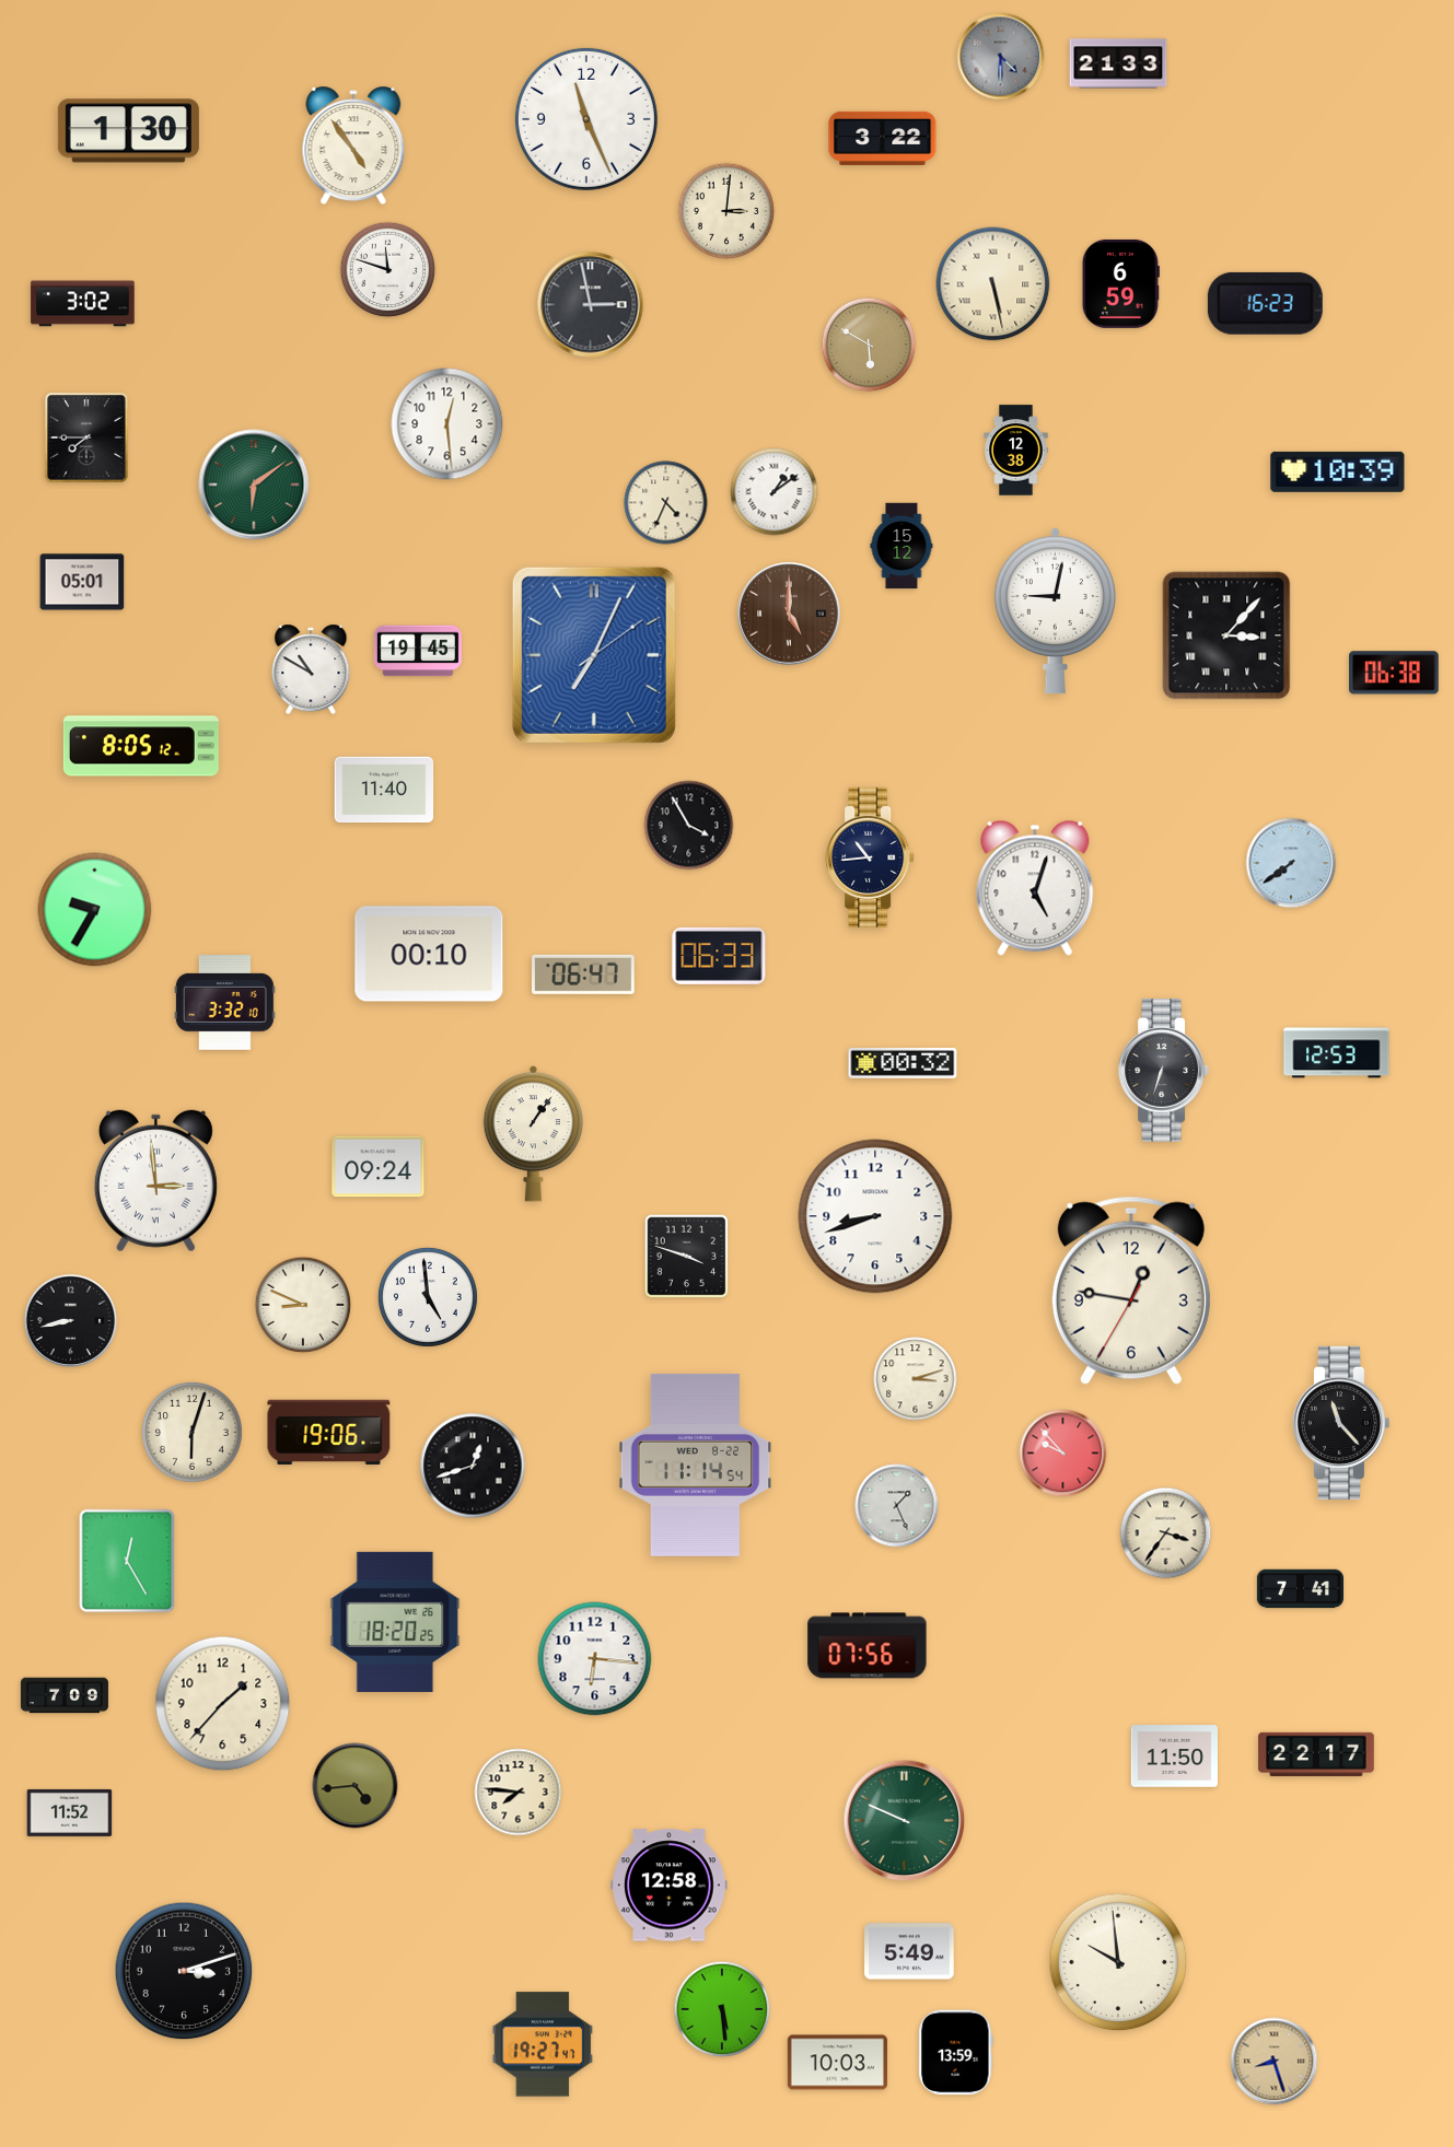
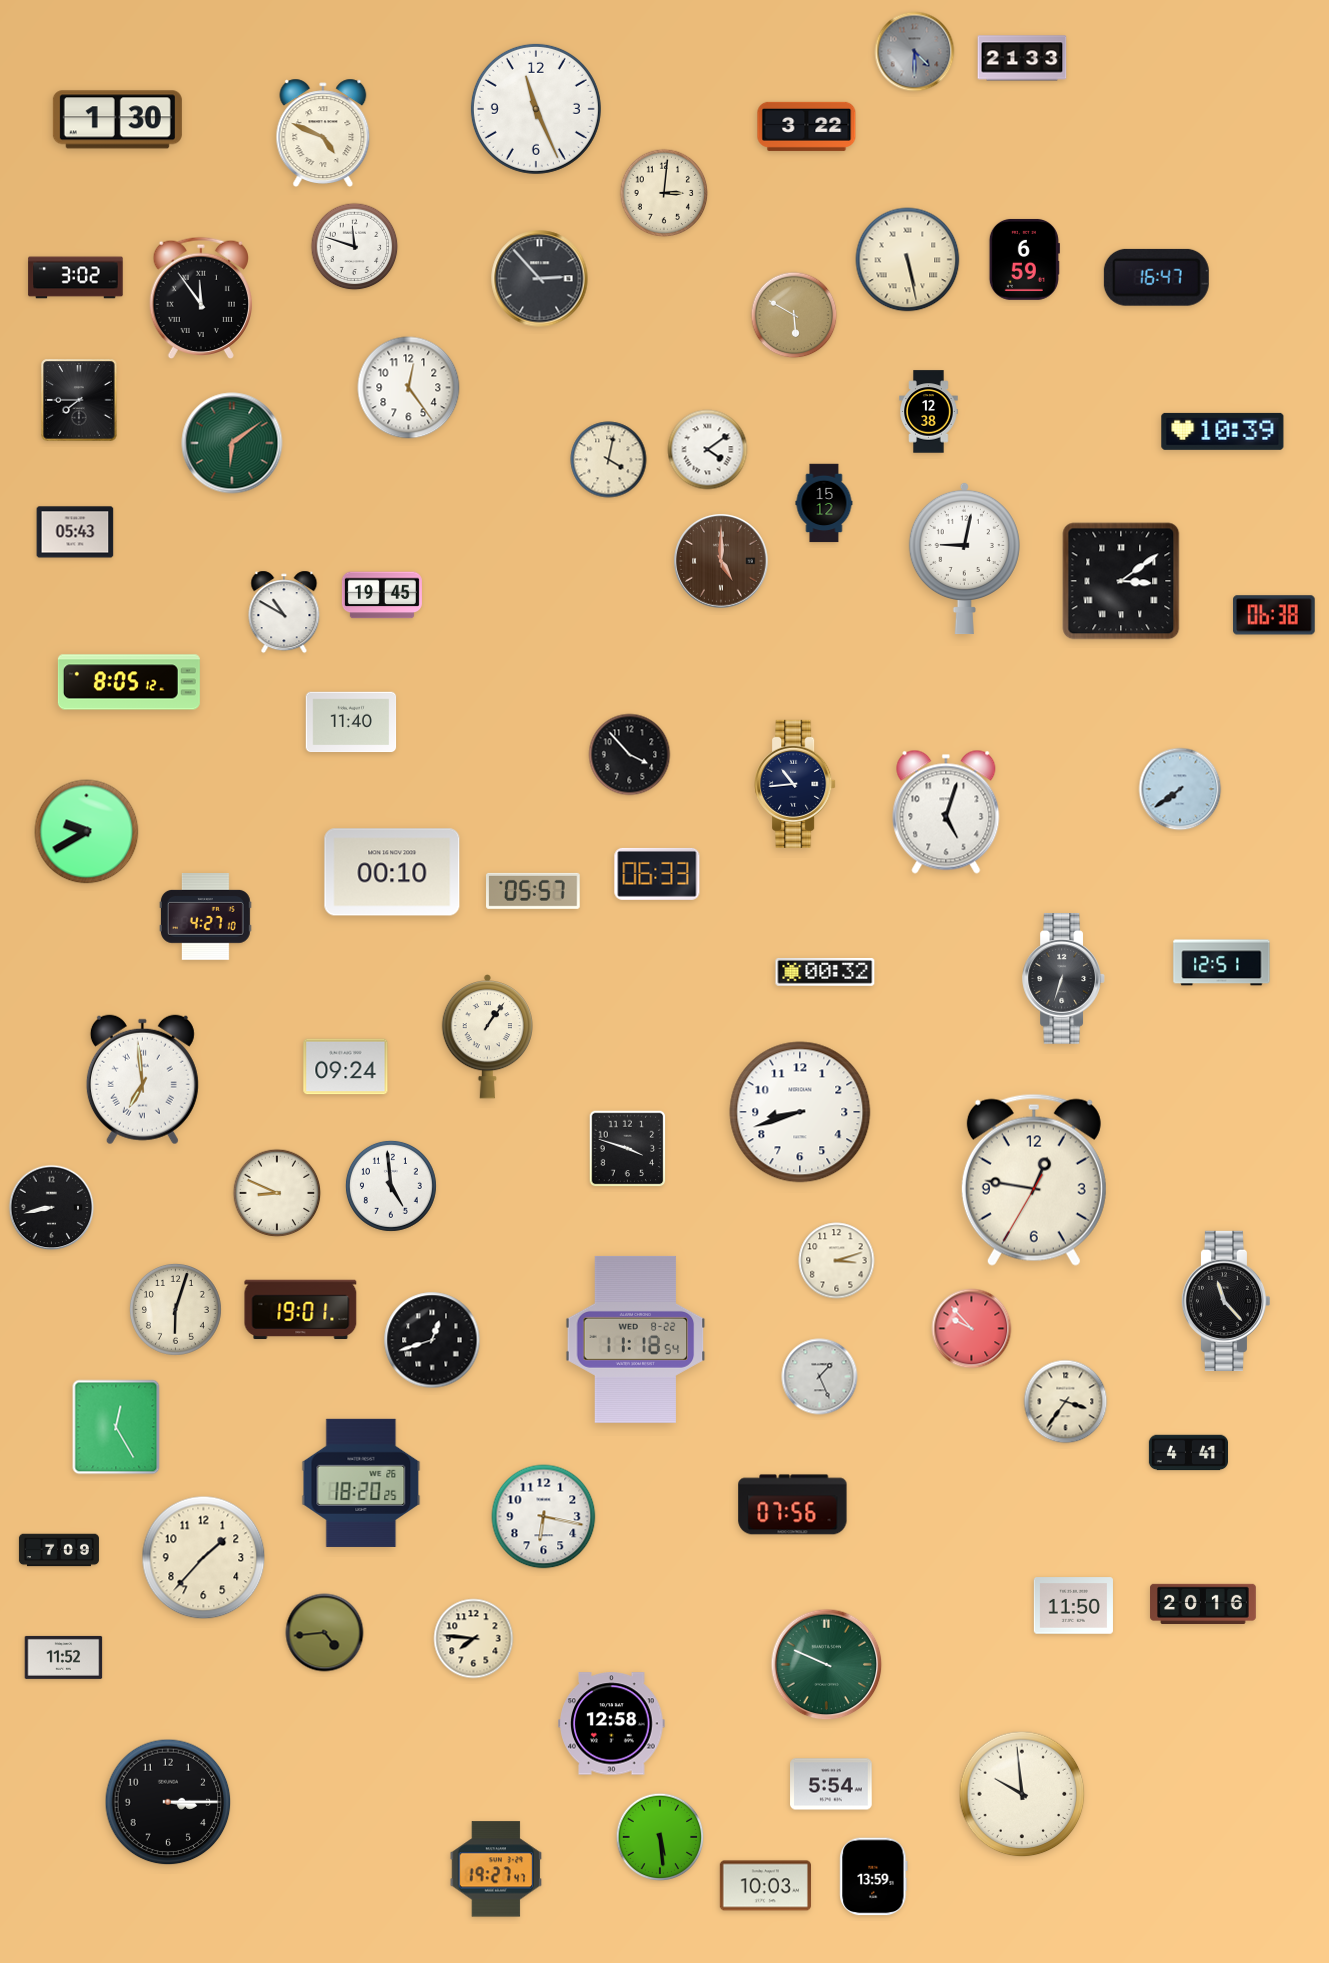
clock at (353, 144): 4:54 -> 4:49
clock at (1265, 303): 16:23 -> 16:47
clock at (591, 305): 2:58 -> 2:53
clock at (200, 298): none -> 11:54
clock at (447, 424): 12:29 -> 12:24
clock at (775, 492): 1:09 -> 4:09
clock at (666, 503): 4:34 -> 4:02
clock at (902, 546) position: (902, 546) -> (824, 503)
clock at (82, 582): 05:01 -> 05:43
clock at (1226, 635): 3:07 -> 3:09
clock at (594, 655): 7:04 -> none
clock at (689, 826): 3:55 -> 3:53
clock at (95, 910): 9:35 -> 9:40
clock at (584, 975): 06:47 -> 05:57
clock at (224, 1003): 3:32 -> 4:27
clock at (1337, 1053): 12:53 -> 12:51
clock at (155, 1181): 2:59 -> 6:59
clock at (71, 1321) position: (71, 1321) -> (52, 1208)
clock at (329, 1433): 19:06 -> 19:01
clock at (696, 1465): 11:14 -> 11:18
clock at (1300, 1589): 7:41 -> 4:41
clock at (595, 1659): 6:16 -> 6:17
clock at (1316, 1753): 22:17 -> 20:16
clock at (909, 1951): 5:49 -> 5:54
clock at (184, 1971): 3:12 -> 3:15
clock at (1275, 2062): 8:27 -> none
